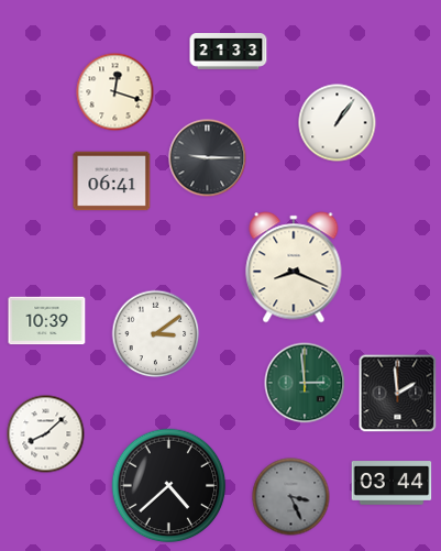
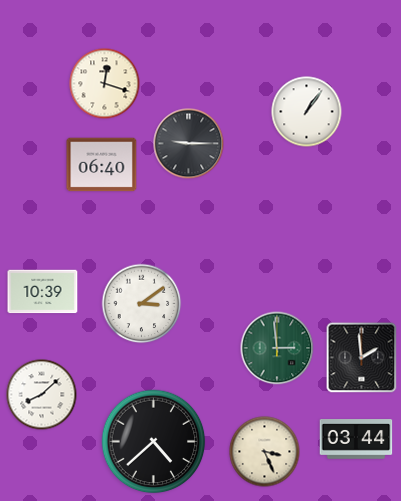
clock at (229, 52): 21:33 -> none
clock at (112, 181): 06:41 -> 06:40
clock at (294, 267): 8:19 -> none
clock at (291, 497) dial: grey -> cream
